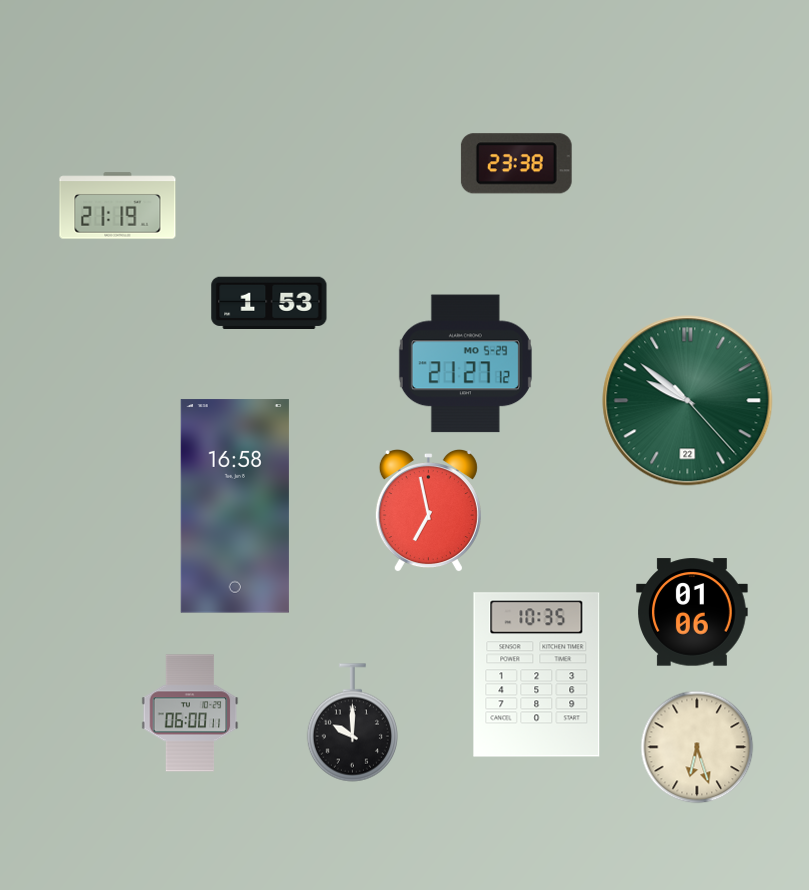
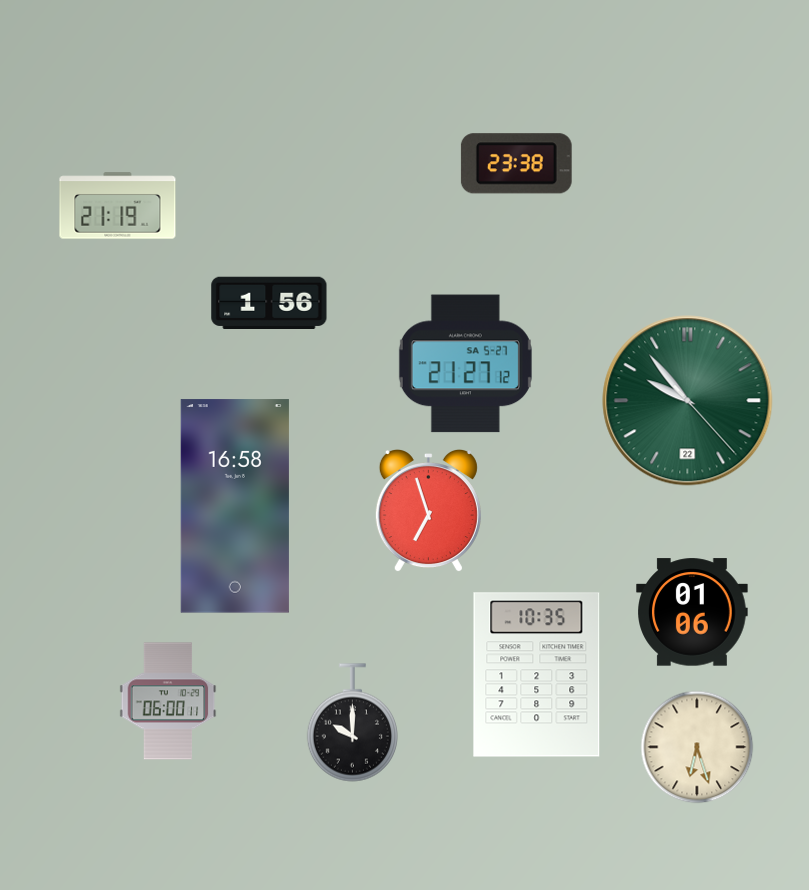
clock at (269, 302): 1:53 -> 1:56
clock at (465, 364) date: MO 5-29 -> SA 5-27
clock at (688, 401): 9:51 -> 9:53
clock at (428, 512): 6:58 -> 6:57
clock at (190, 713) position: (190, 713) -> (168, 701)
